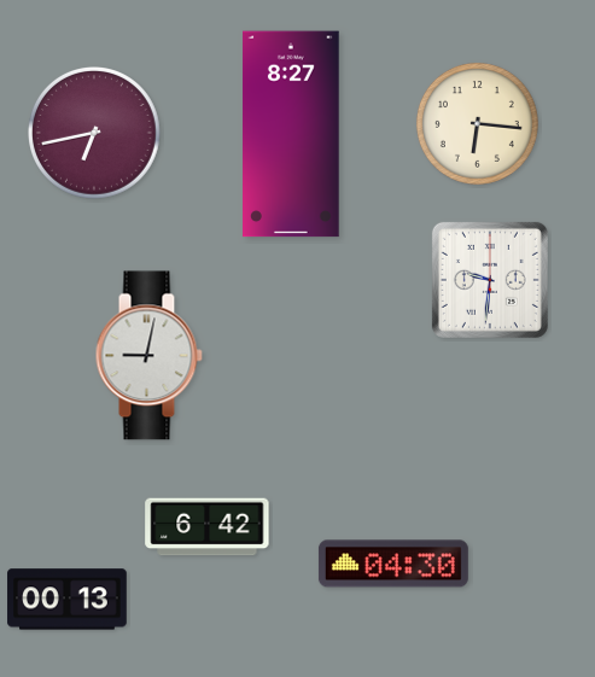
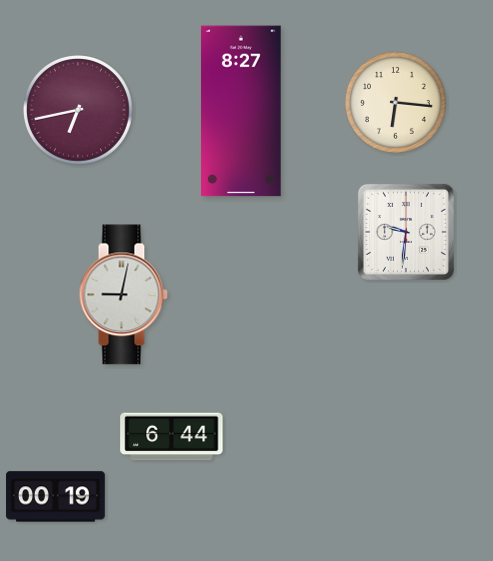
clock at (208, 527): 6:42 -> 6:44
clock at (393, 564): 04:30 -> none
clock at (68, 600): 00:13 -> 00:19
